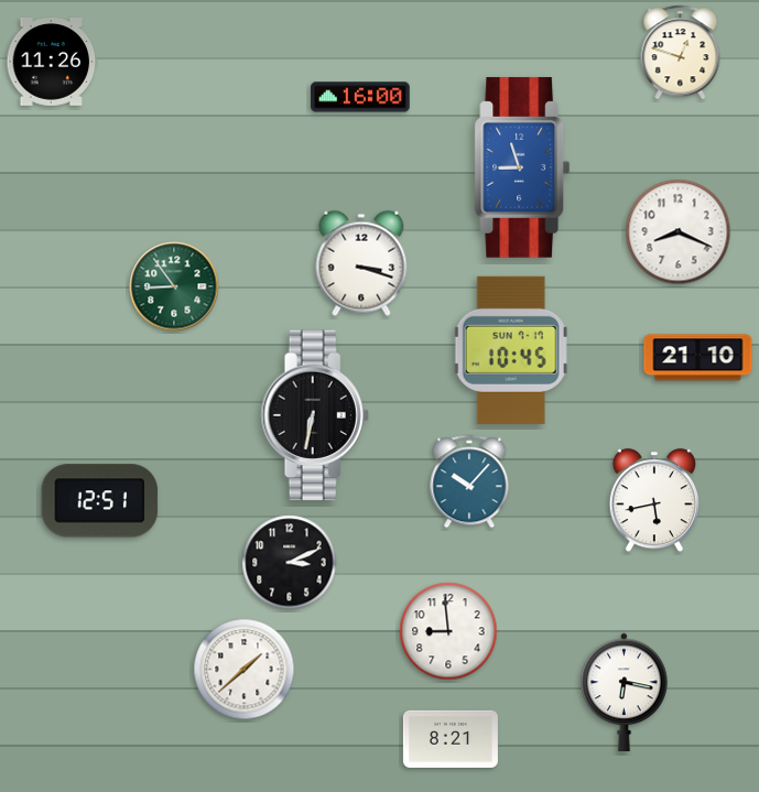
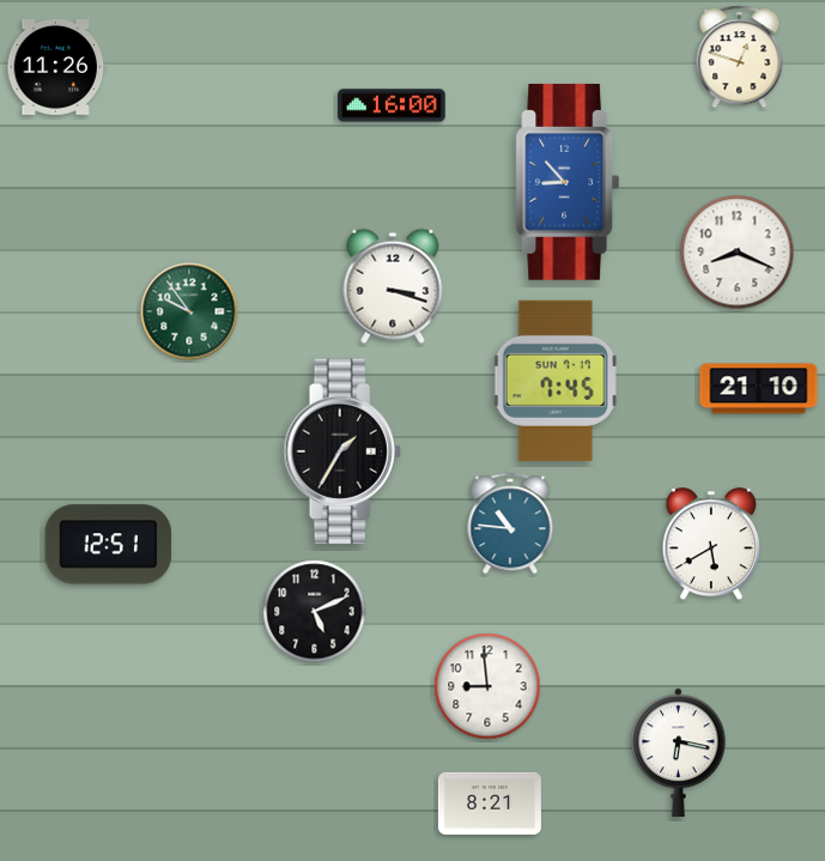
clock at (522, 167): 8:57 -> 8:53
clock at (174, 286): 8:54 -> 9:54
clock at (511, 350): 10:45 -> 7:45
clock at (315, 415): 6:32 -> 1:35
clock at (469, 481): 10:07 -> 10:46
clock at (653, 501): 5:43 -> 5:40
clock at (290, 563): 3:11 -> 5:11
clock at (245, 670): 1:38 -> none
